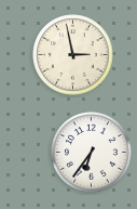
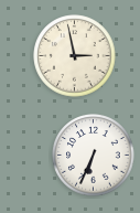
clock at (92, 153): 6:36 -> 6:34
